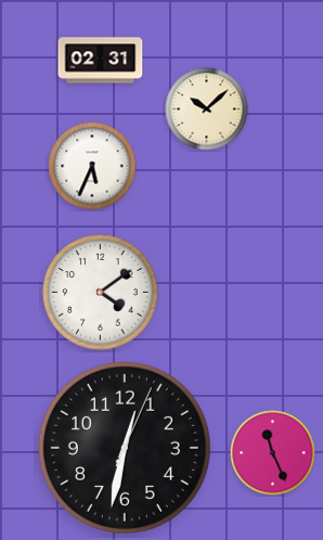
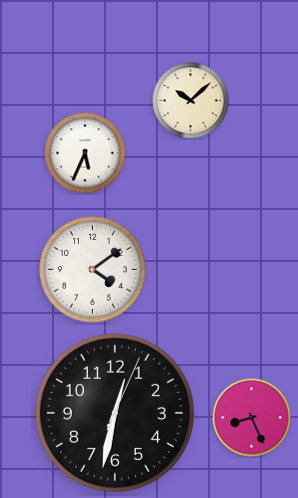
clock at (101, 61): 02:31 -> none
clock at (273, 453): 11:26 -> 8:26
